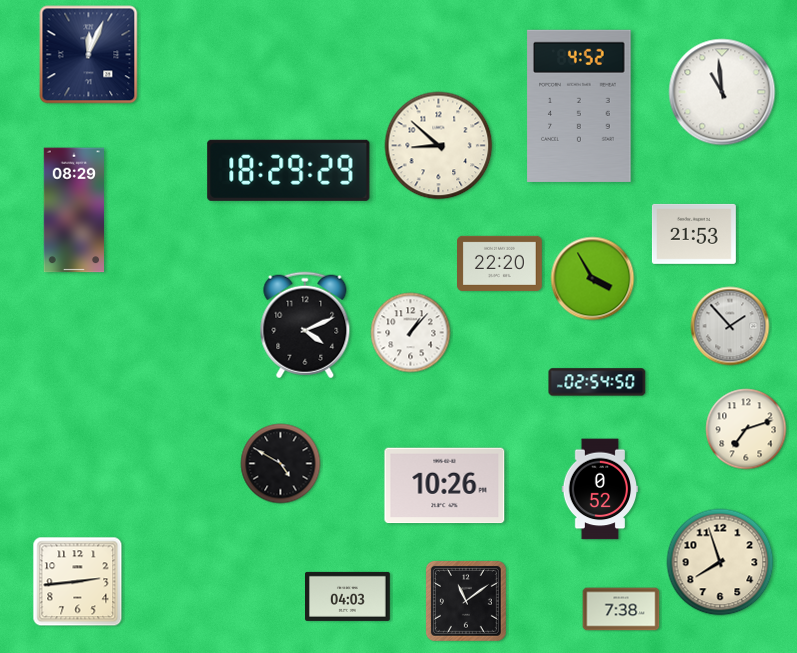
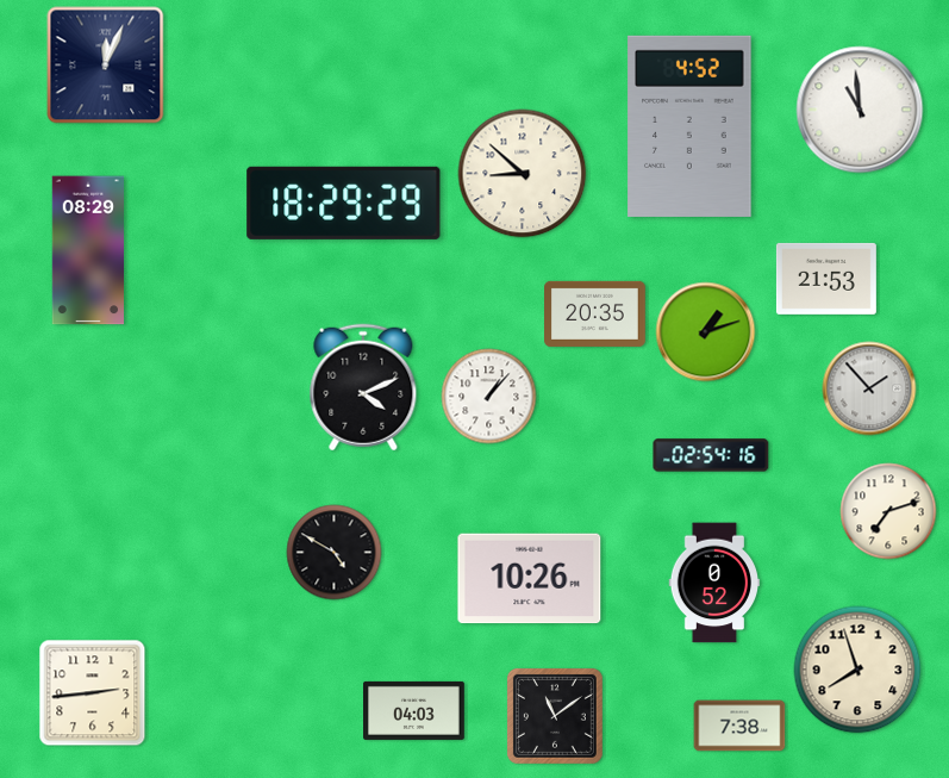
clock at (500, 263): 22:20 -> 20:35
clock at (593, 279): 3:55 -> 1:12
clock at (597, 382): 02:54:50 -> 02:54:16
